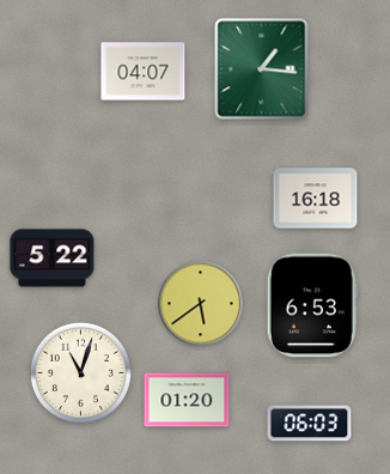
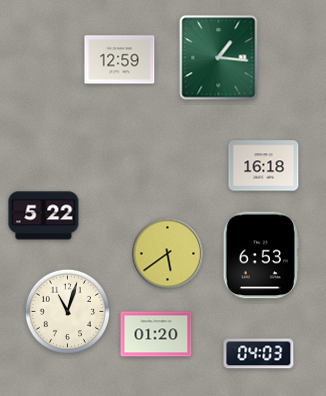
clock at (144, 72): 04:07 -> 12:59
clock at (310, 424): 06:03 -> 04:03
